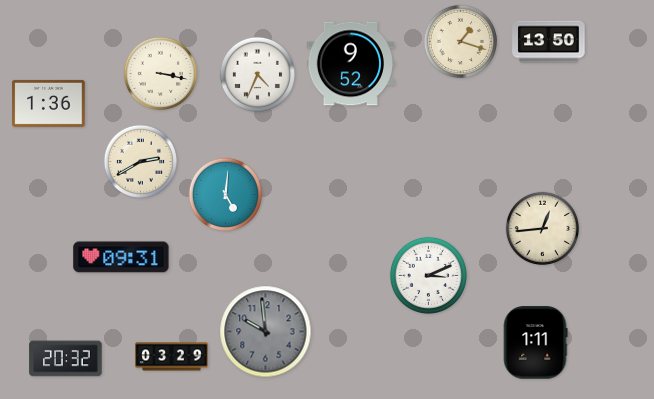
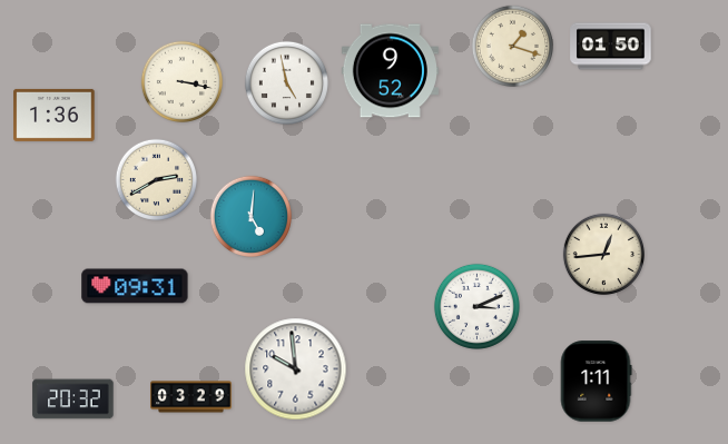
clock at (549, 42): 13:50 -> 01:50
clock at (160, 73) position: (160, 73) -> (181, 81)
clock at (257, 74): 4:34 -> 4:58
clock at (266, 332) dial: grey -> white
